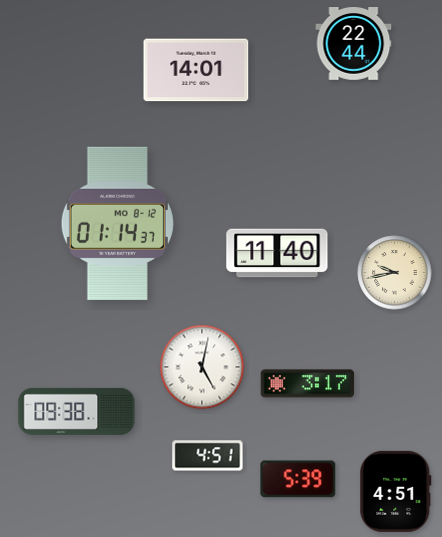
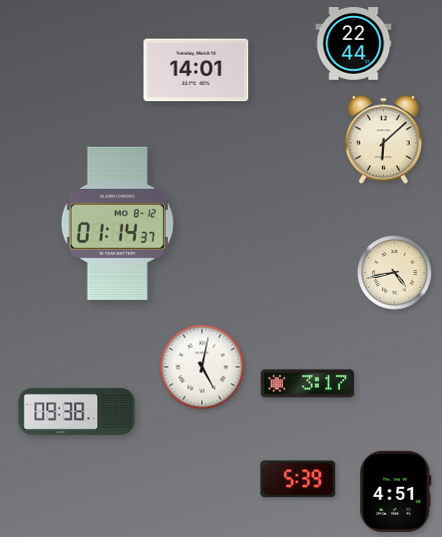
clock at (383, 140): none -> 6:08
clock at (277, 253): 11:40 -> none
clock at (395, 273): 9:43 -> 4:43
clock at (208, 456): 4:51 -> none
